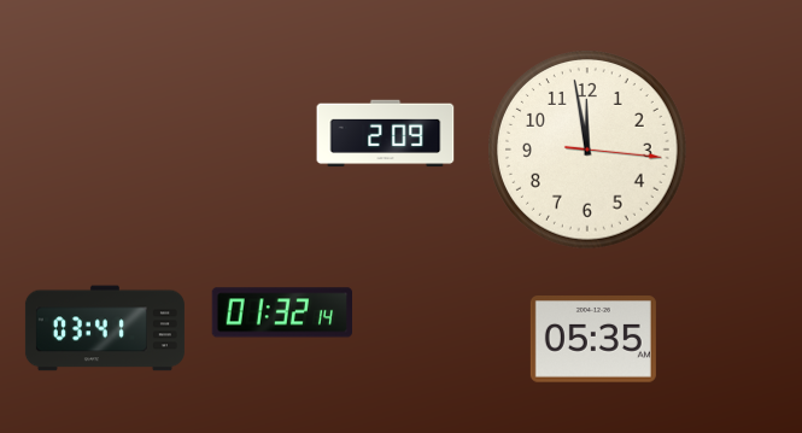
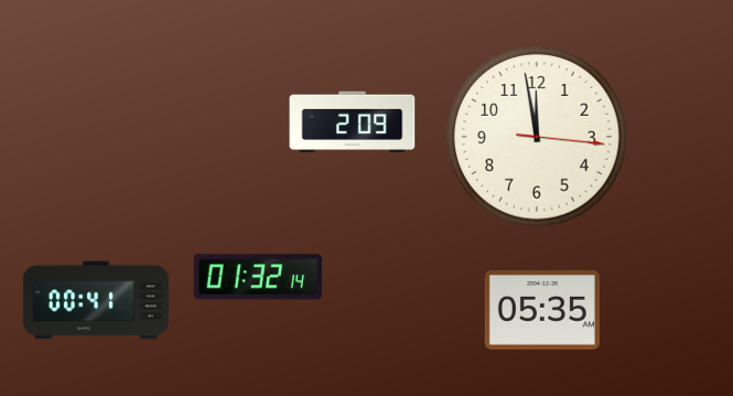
clock at (281, 312) position: (281, 312) -> (257, 277)
clock at (105, 328): 03:41 -> 00:41
